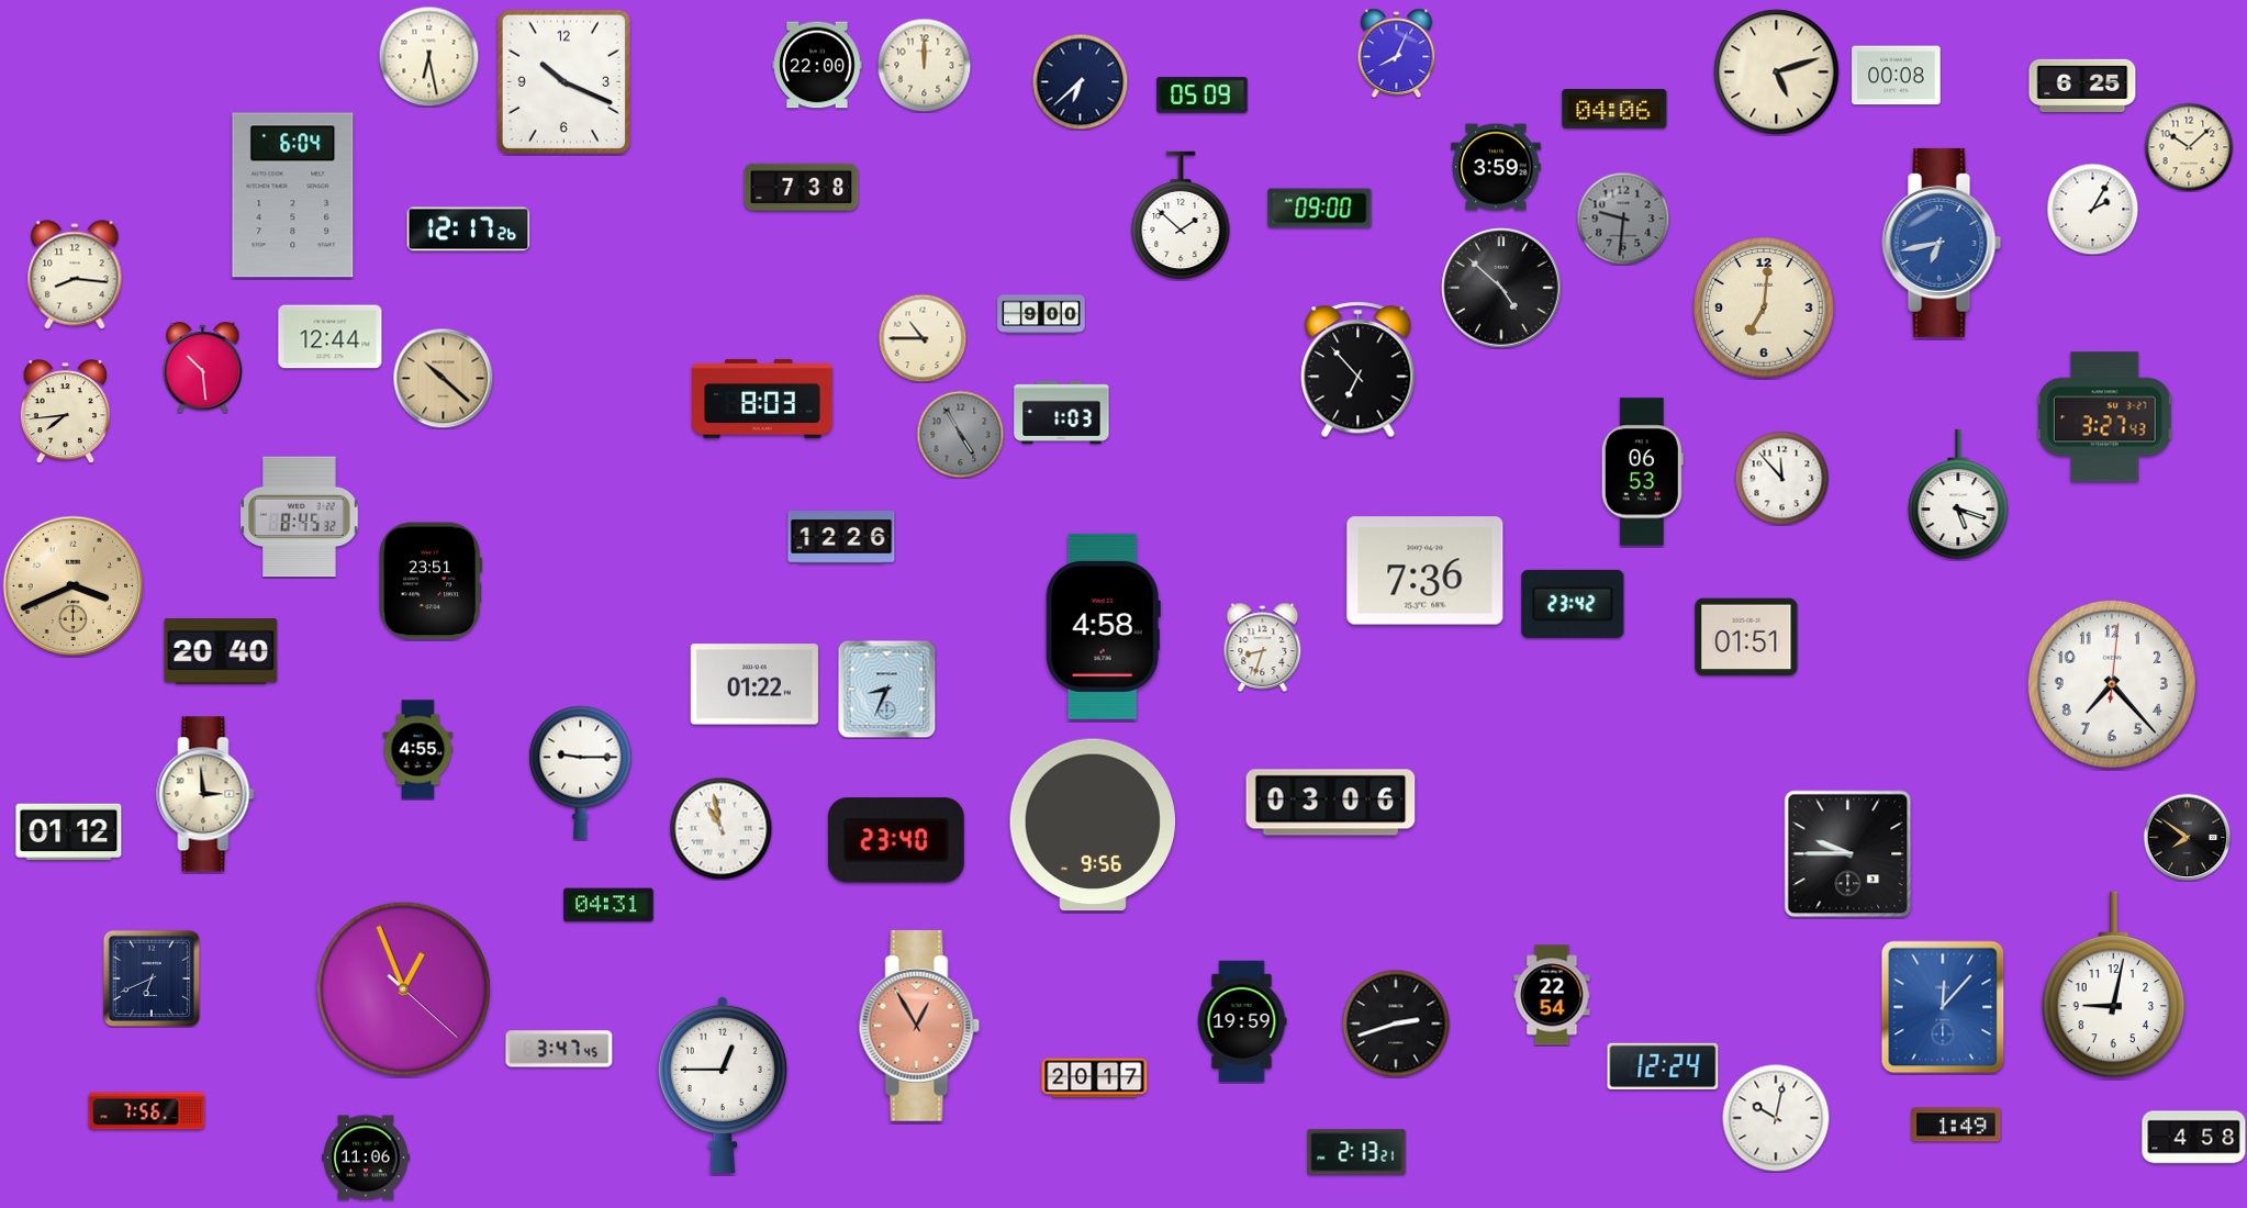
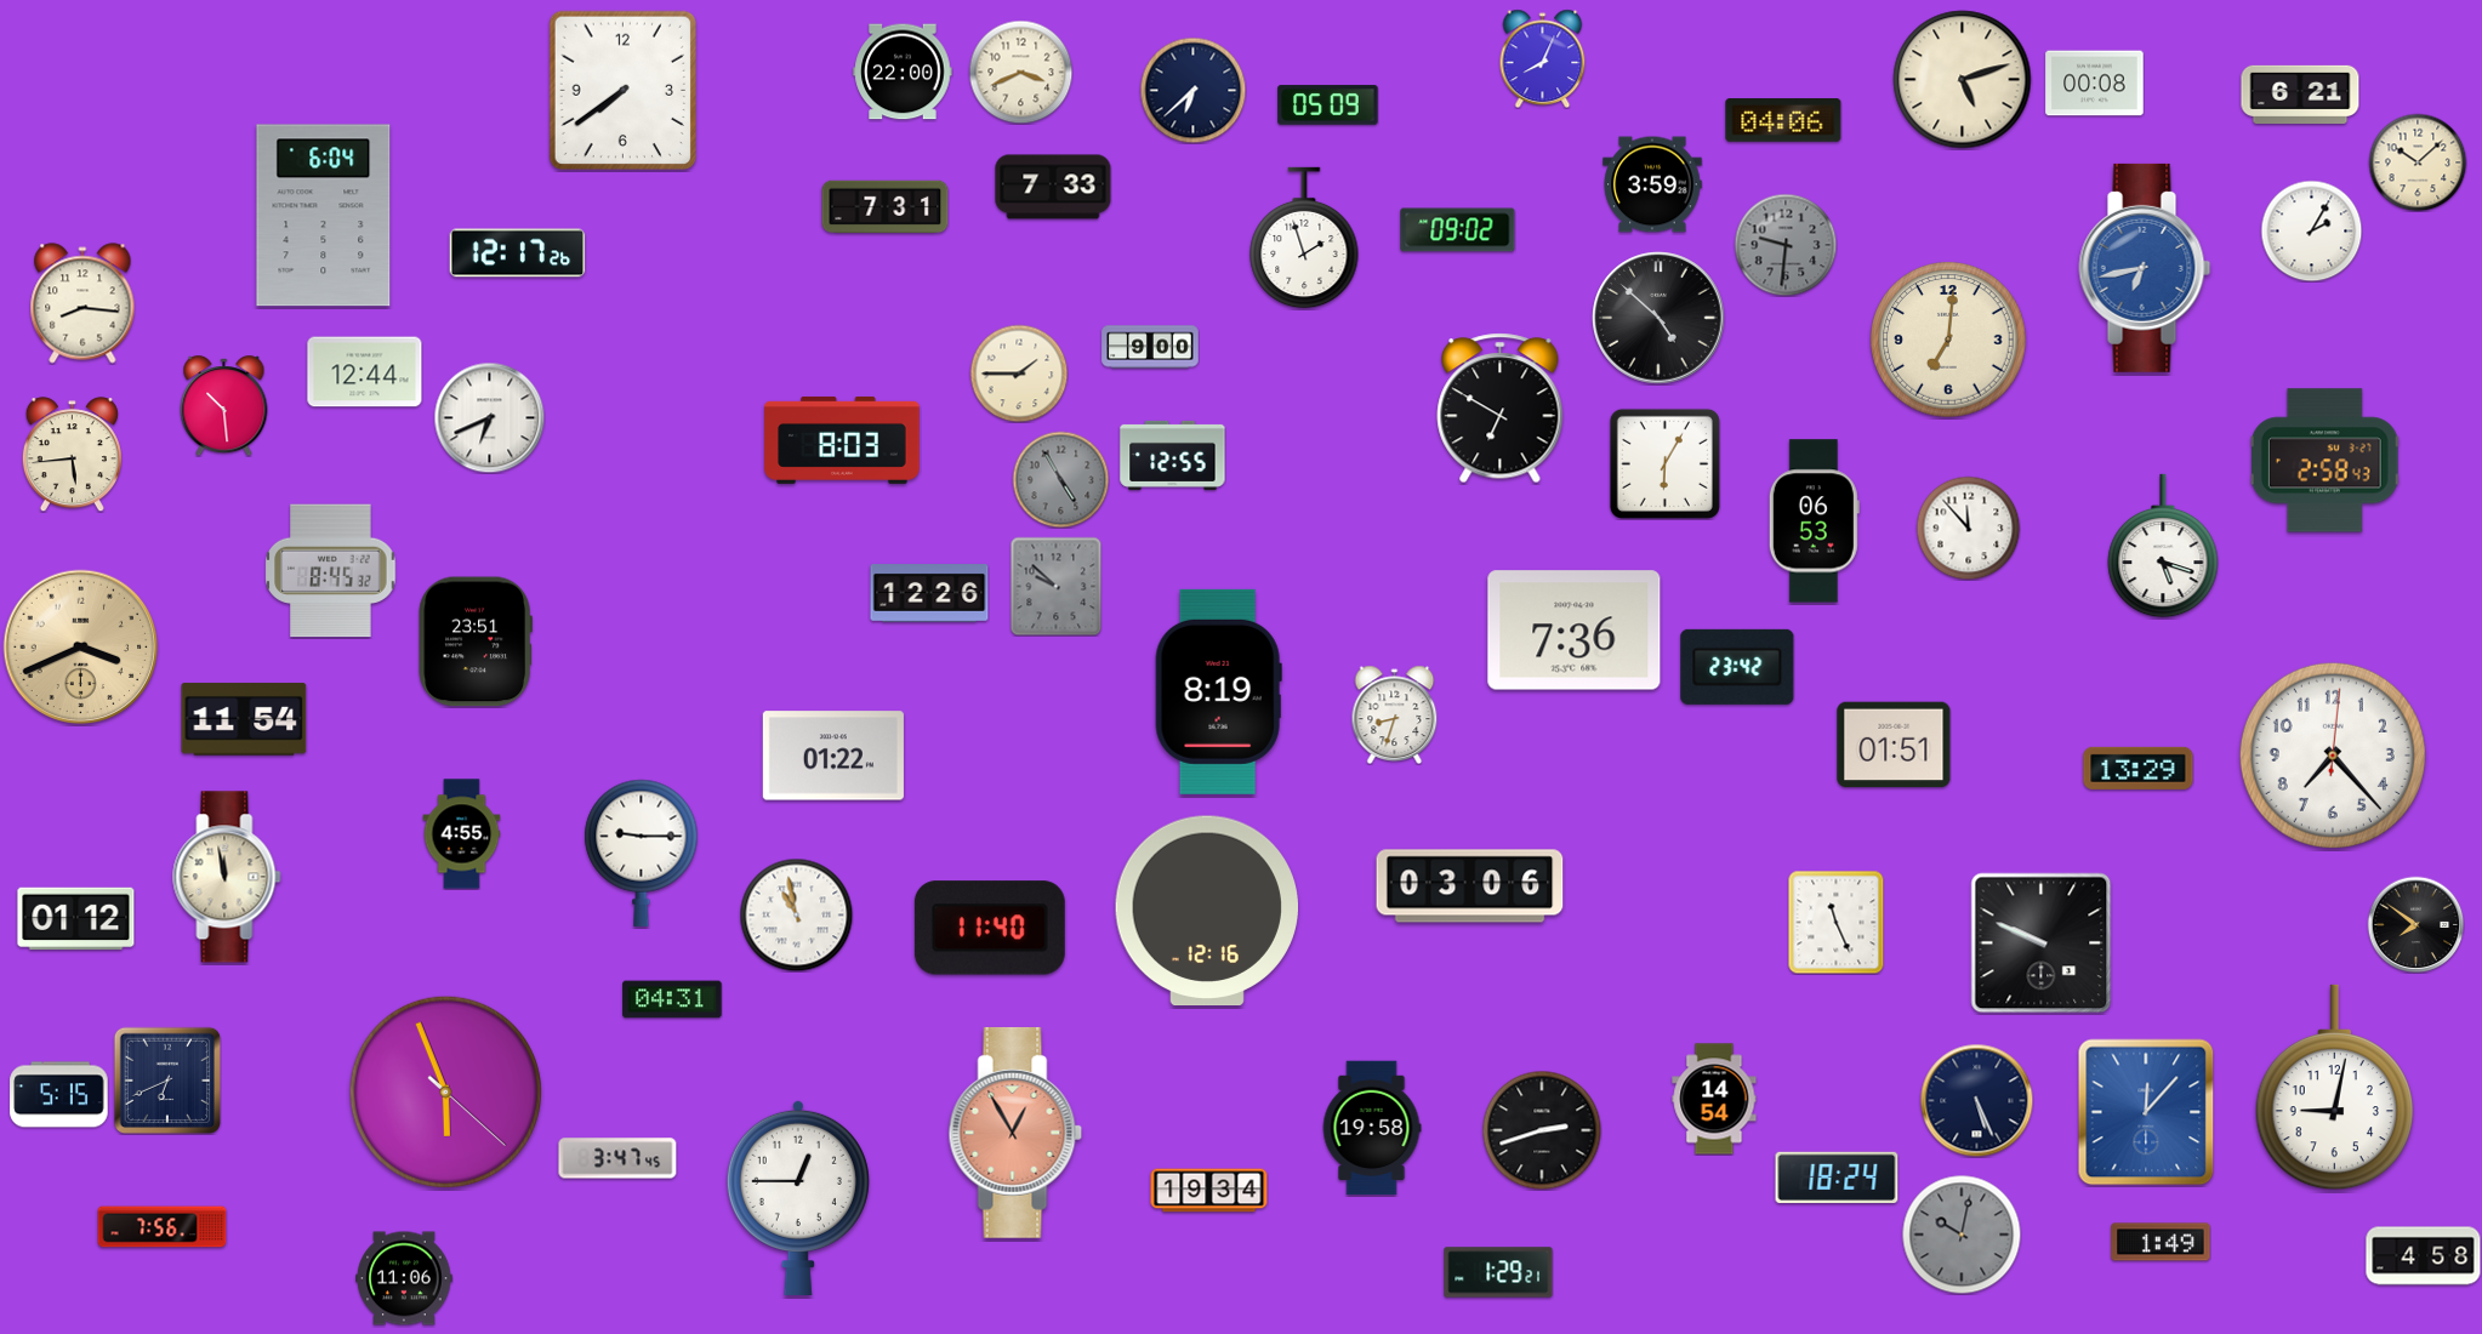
clock at (428, 56): 6:28 -> none
clock at (924, 65): 12:00 -> 3:41
clock at (564, 82): 10:19 -> 7:39
clock at (2082, 85): 6:25 -> 6:21
clock at (1053, 187): none -> 7:33
clock at (802, 188): 7:38 -> 7:31
clock at (1320, 209): 09:00 -> 09:02
clock at (1181, 215): 1:52 -> 1:57
clock at (1623, 219) position: (1623, 219) -> (1786, 245)
clock at (923, 338): 10:45 -> 1:45
clock at (1359, 370): 6:53 -> 6:50
clock at (443, 378): 10:22 -> 6:41
clock at (443, 378) dial: champagne -> white
clock at (65, 412): 7:44 -> 5:44
clock at (1062, 412): 1:03 -> 12:55
clock at (2105, 417): 3:27 -> 2:58
clock at (1664, 463): none -> 6:05
clock at (1057, 586): none -> 9:52
clock at (1103, 626): 4:58 -> 8:19
clock at (1746, 637) position: (1746, 637) -> (1894, 745)
clock at (221, 651): 20:40 -> 11:54
clock at (886, 689): 8:34 -> none
clock at (2139, 768): none -> 13:29
clock at (418, 750) position: (418, 750) -> (462, 834)
clock at (205, 794): 2:59 -> 11:58
clock at (1092, 825): 9:56 -> 12:16
clock at (1837, 922): none -> 11:26
clock at (896, 840): 23:40 -> 11:40
clock at (1848, 854): 9:45 -> 9:49
clock at (403, 988): 12:56 -> 5:56
clock at (59, 1095): none -> 5:15
clock at (1552, 995): 22:54 -> 14:54
clock at (1976, 1100): none -> 5:26
clock at (1242, 1021): 19:59 -> 19:58
clock at (1663, 1065): 12:24 -> 18:24
clock at (1095, 1078): 20:17 -> 19:34
clock at (1776, 1118) dial: white -> grey
clock at (1356, 1152): 2:13 -> 1:29
